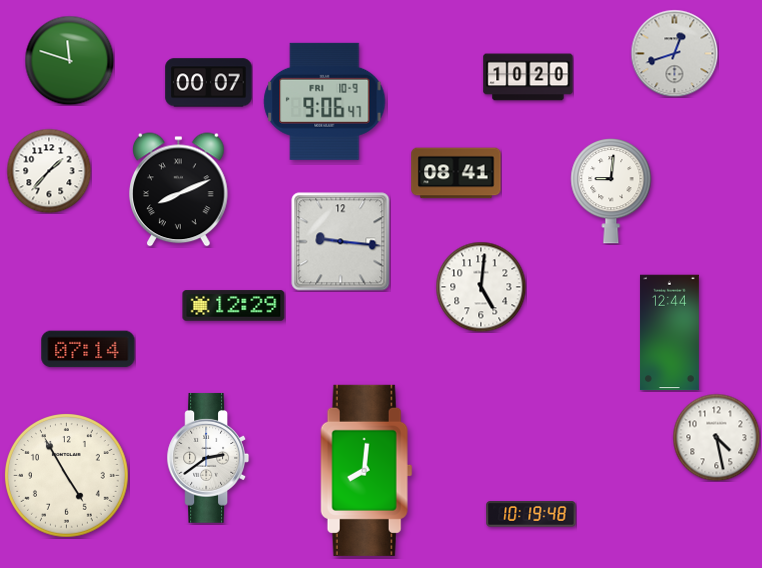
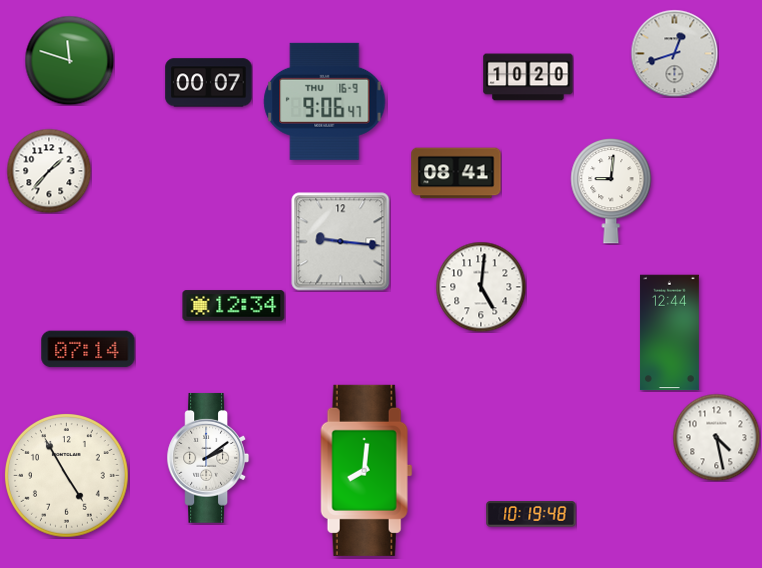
clock at (325, 101) date: FRI 10-9 -> THU 16-9
clock at (179, 190): 8:11 -> none
clock at (234, 306): 12:29 -> 12:34
clock at (208, 458): 2:39 -> 2:09
